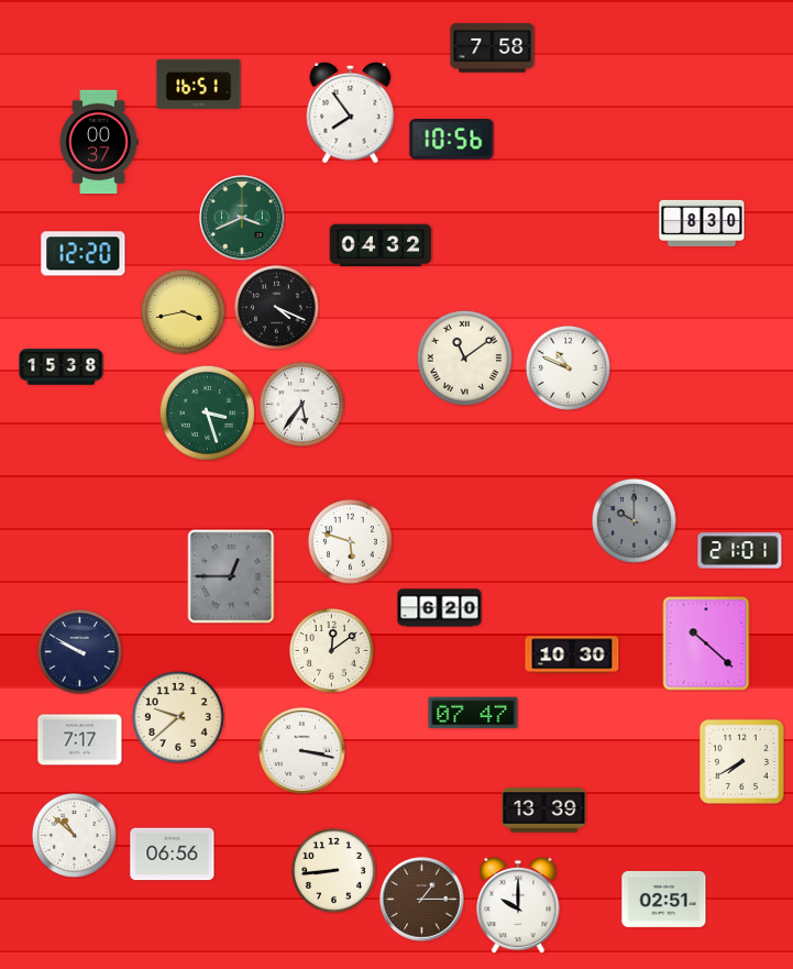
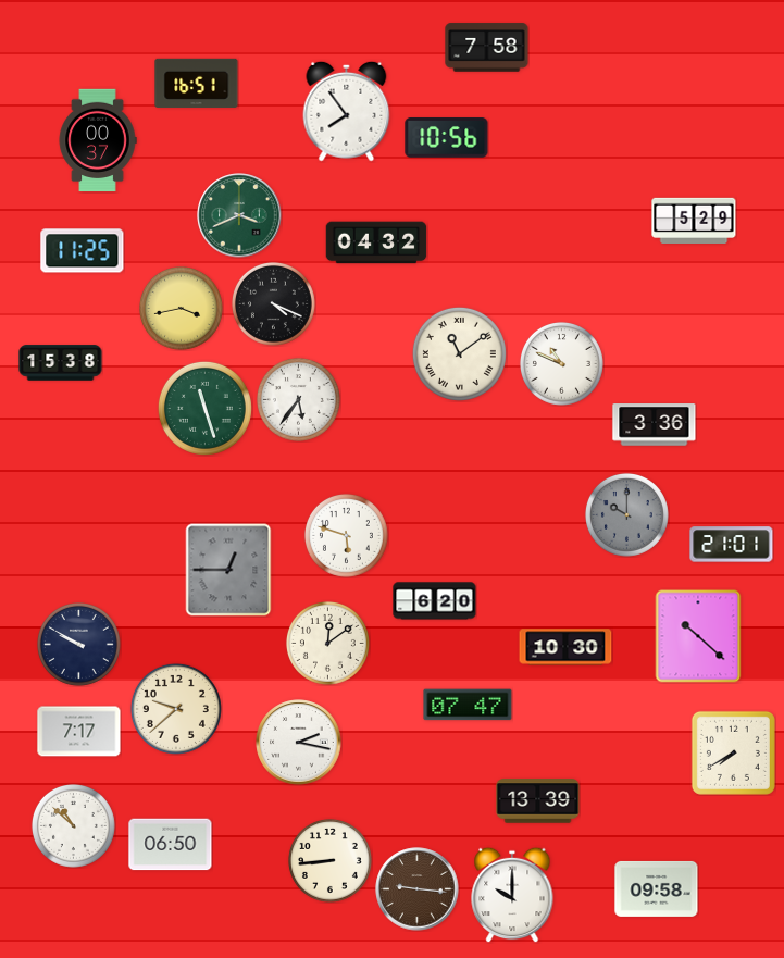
clock at (702, 222): 8:30 -> 5:29
clock at (84, 254): 12:20 -> 11:25
clock at (207, 412): 3:27 -> 11:27
clock at (655, 425): none -> 3:36
clock at (302, 751): 3:17 -> 2:17
clock at (173, 855): 06:56 -> 06:50
clock at (664, 899): 02:51 -> 09:58
clock at (422, 900): 1:15 -> 9:16
